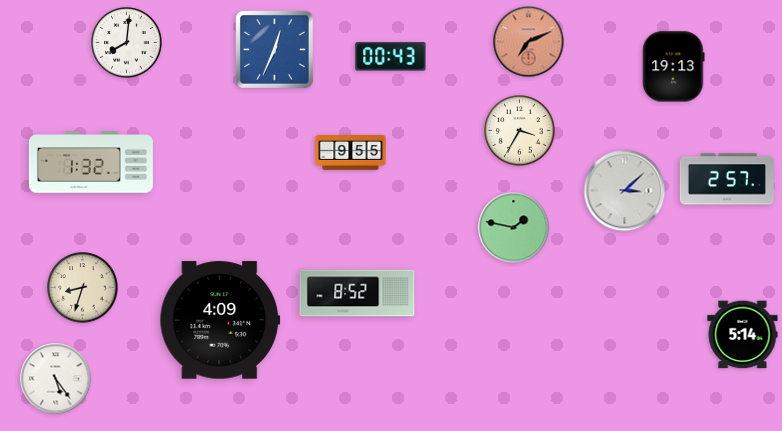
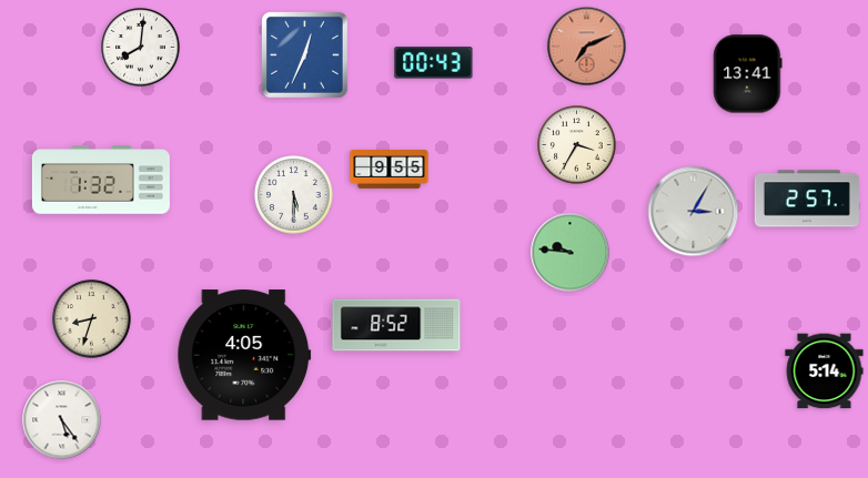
clock at (674, 67): 19:13 -> 13:41
clock at (294, 195): none -> 5:30
clock at (625, 191): 3:08 -> 3:05
clock at (514, 228): 1:47 -> 9:46
clock at (220, 320): 4:09 -> 4:05
